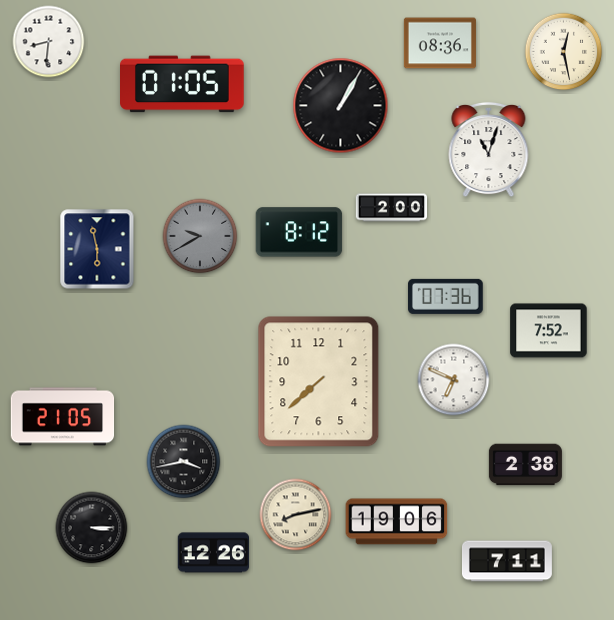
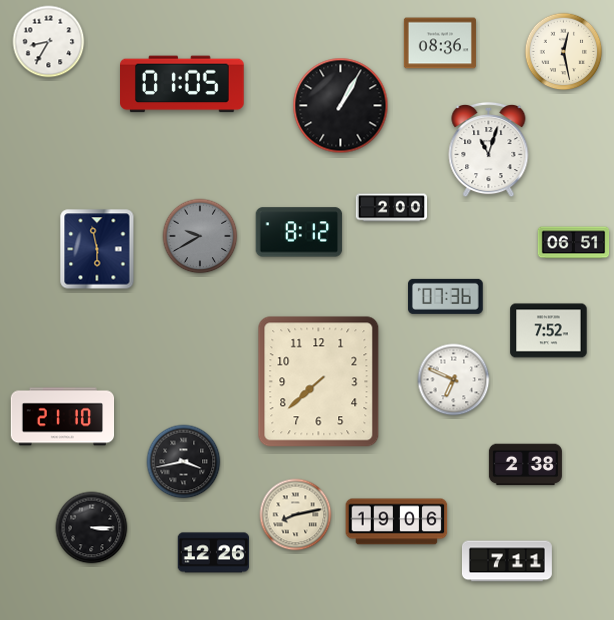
clock at (49, 42): 8:31 -> 8:35
clock at (574, 243): none -> 06:51
clock at (63, 417): 21:05 -> 21:10
